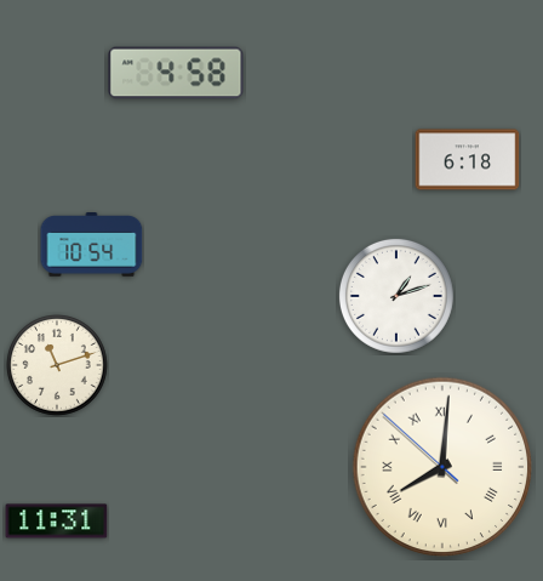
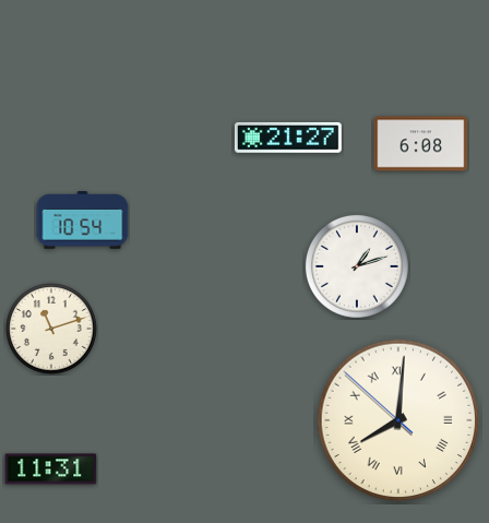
clock at (176, 73): 4:58 -> none
clock at (288, 138): none -> 21:27
clock at (468, 160): 6:18 -> 6:08
